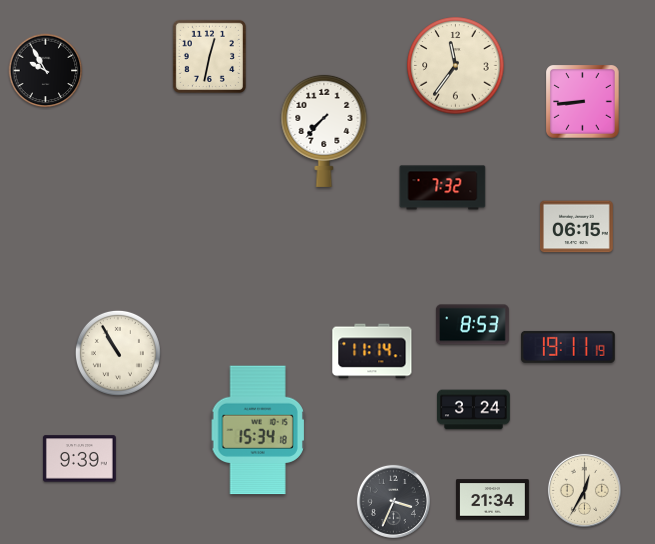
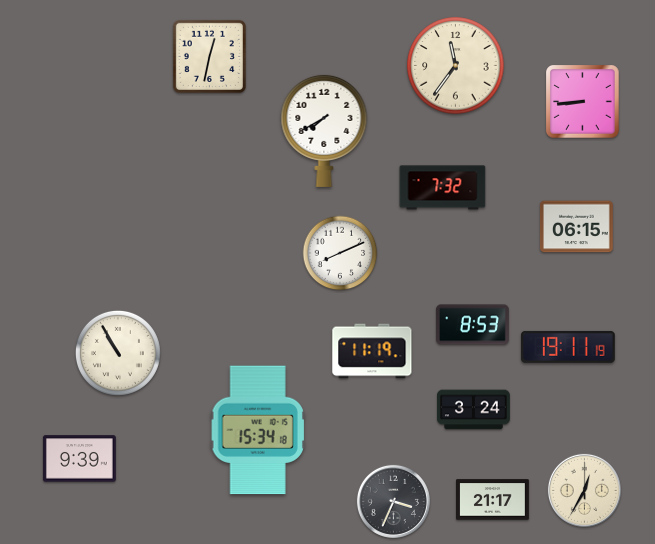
clock at (46, 71): 9:55 -> none
clock at (324, 130): 7:37 -> 7:40
clock at (340, 253): none -> 8:11
clock at (372, 351): 11:14 -> 11:19
clock at (493, 500): 21:34 -> 21:17
